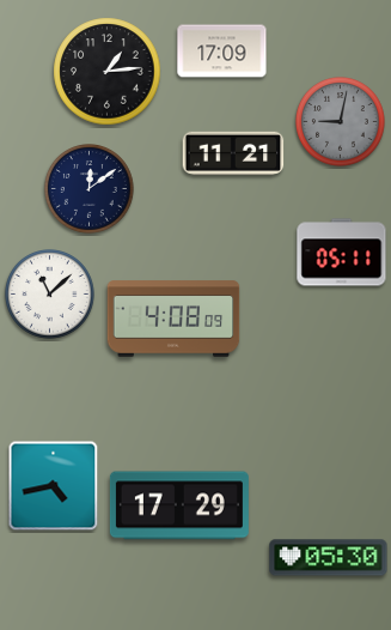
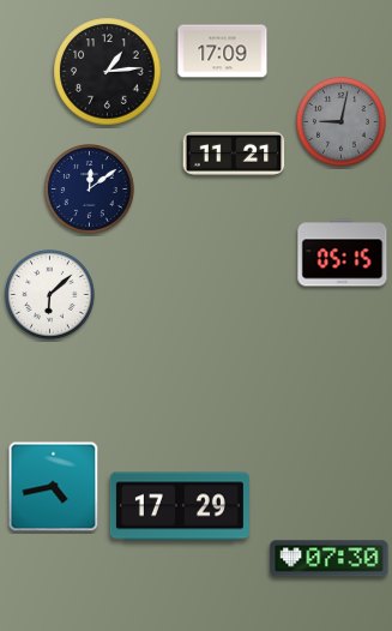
clock at (342, 253): 05:11 -> 05:15
clock at (50, 295): 11:08 -> 6:08
clock at (173, 319): 4:08 -> none
clock at (329, 558): 05:30 -> 07:30
